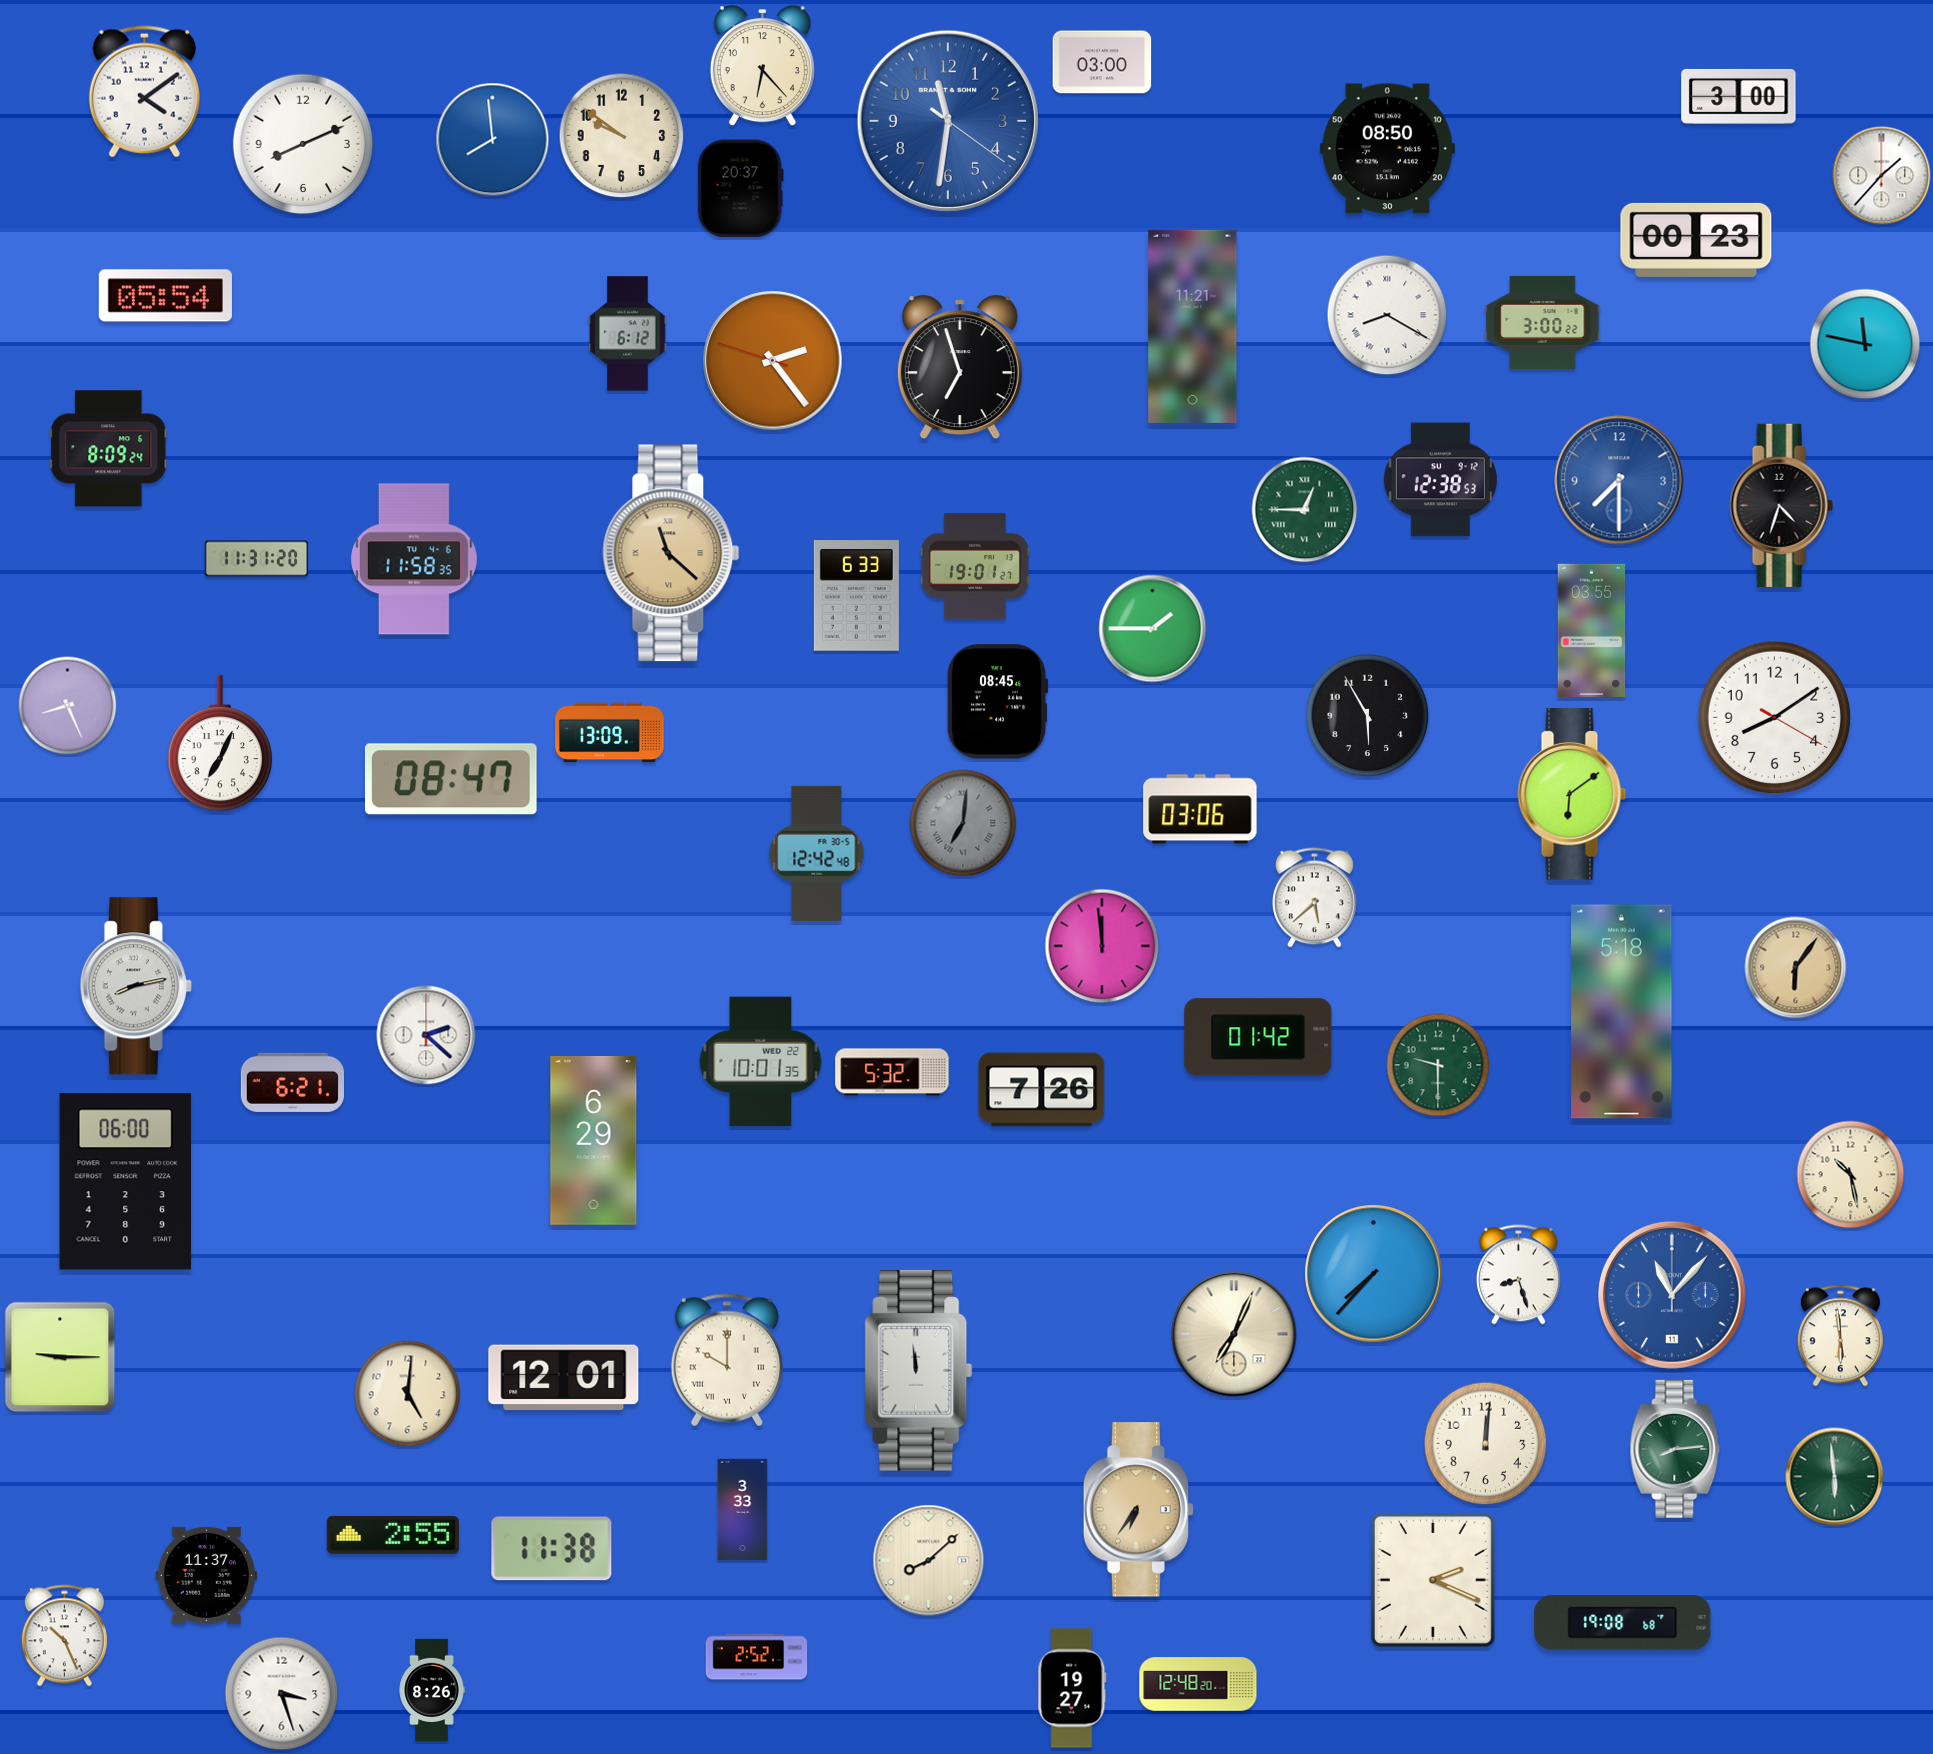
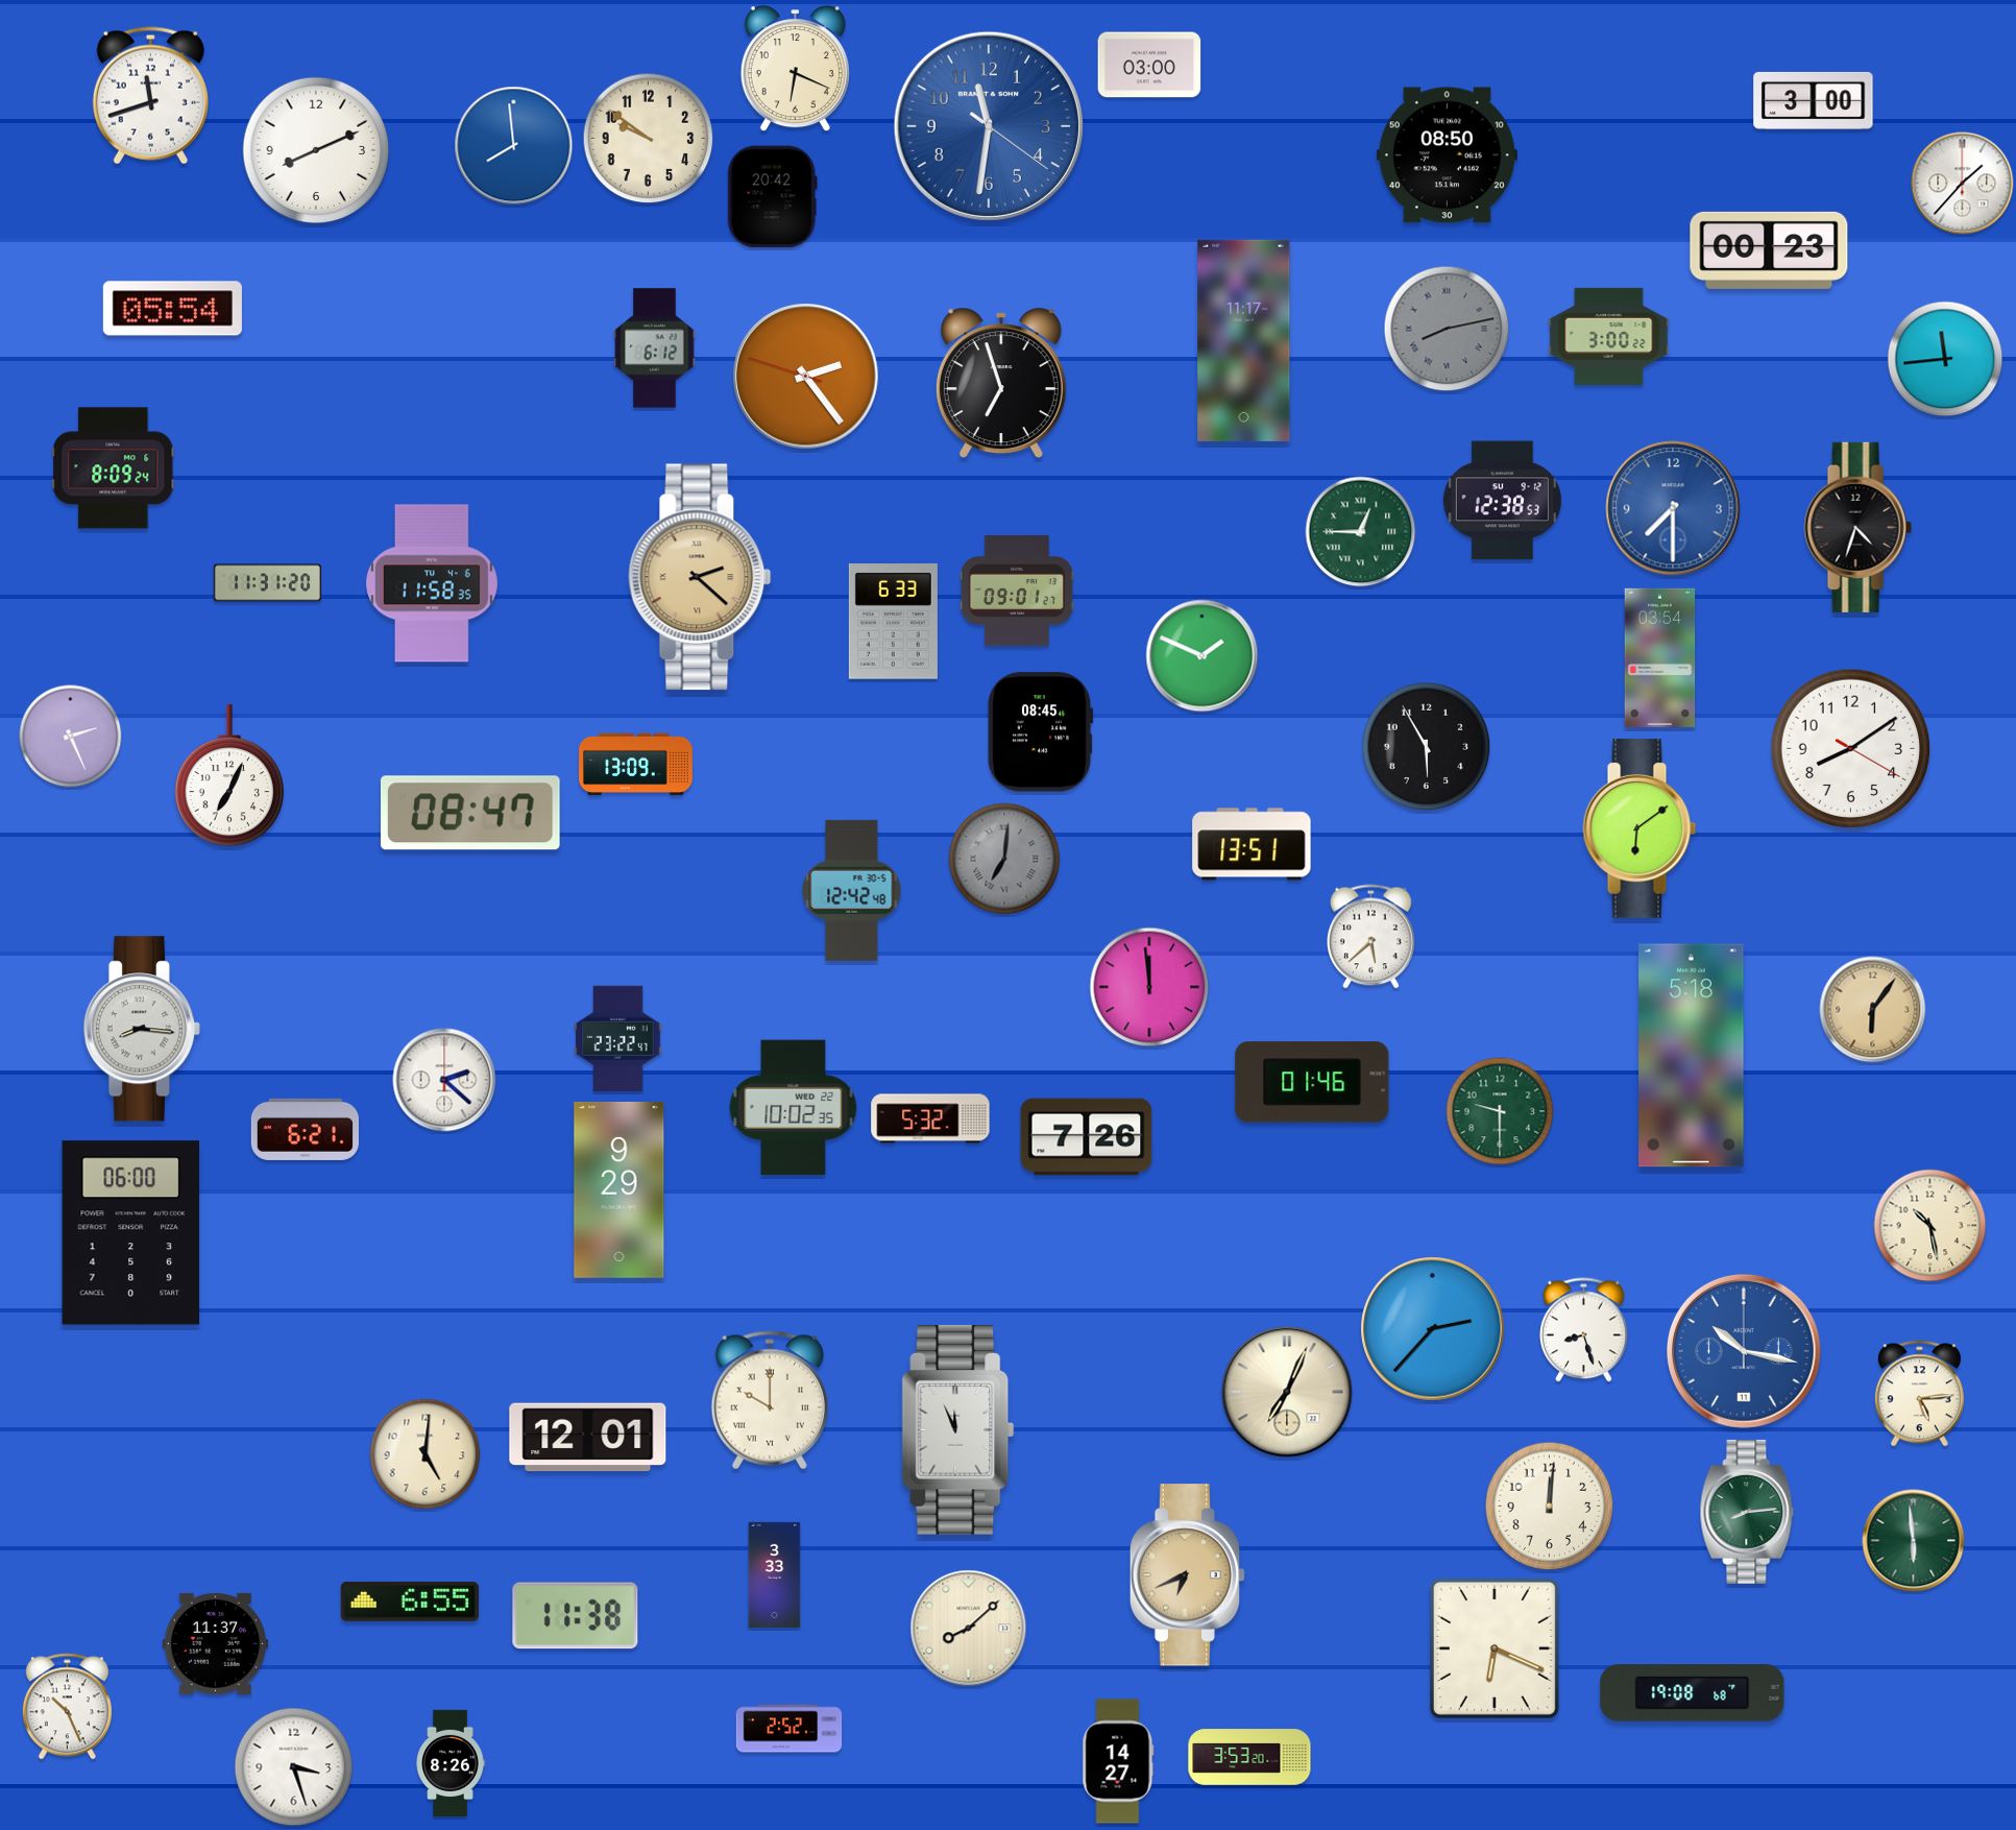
clock at (762, 66): 6:23 -> 6:19
clock at (144, 92): 4:09 -> 11:42
clock at (622, 136) position: (622, 136) -> (649, 139)
clock at (740, 189): 20:37 -> 20:42
clock at (1387, 315): 8:20 -> 8:13
clock at (1387, 315) dial: white -> grey
clock at (1193, 326): 11:21 -> 11:17
clock at (1865, 344): 11:47 -> 11:44
clock at (1619, 480) position: (1619, 480) -> (1673, 508)
clock at (671, 553): 11:22 -> 2:22
clock at (975, 566): 19:01 -> 09:01
clock at (1153, 629): 1:45 -> 1:49
clock at (1592, 630): 03:55 -> 03:54
clock at (68, 706): 8:26 -> 2:26
clock at (1200, 809): 03:06 -> 13:51
clock at (136, 986): 8:13 -> 8:16
clock at (618, 1039): none -> 23:22
clock at (1258, 1037): 01:42 -> 01:46
clock at (761, 1062): 10:01 -> 10:02
clock at (594, 1140): 6:29 -> 9:29
clock at (1374, 1274): 7:37 -> 2:37
clock at (1673, 1296): 11:07 -> 10:17
clock at (1840, 1336): 5:59 -> 5:14
clock at (60, 1357): 9:15 -> none
clock at (727, 1360) position: (727, 1360) -> (770, 1400)
clock at (919, 1370): 11:59 -> 11:56
clock at (1139, 1510): 6:36 -> 6:41
clock at (393, 1535): 2:55 -> 6:55
clock at (1433, 1580): 2:19 -> 6:19
clock at (1198, 1684): 12:48 -> 3:53
clock at (1072, 1688): 19:27 -> 14:27
